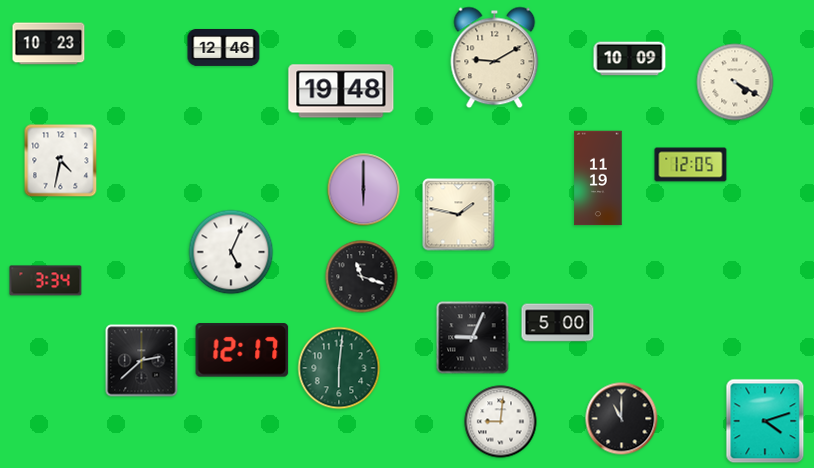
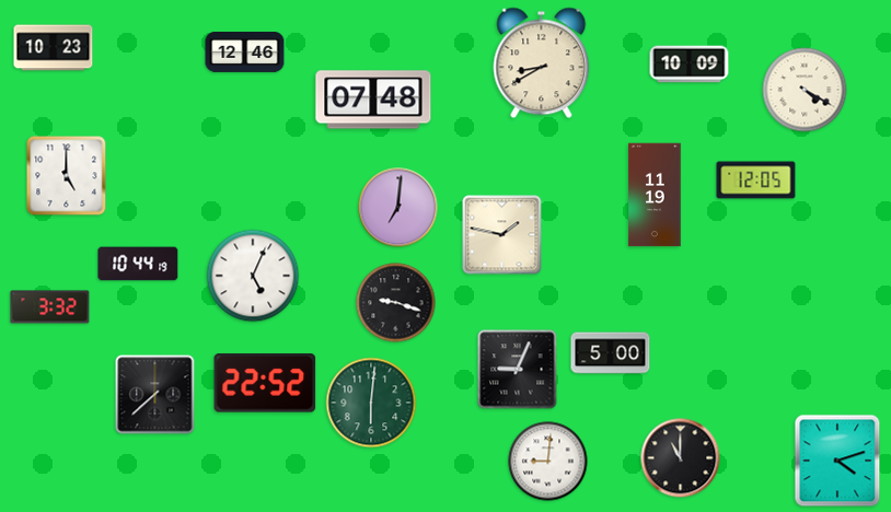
clock at (495, 58): 9:10 -> 8:40
clock at (341, 91): 19:48 -> 07:48
clock at (61, 161): 4:32 -> 5:00
clock at (364, 190): 6:00 -> 7:01
clock at (138, 264): none -> 10:44
clock at (362, 277): 11:18 -> 9:18
clock at (46, 281): 3:34 -> 3:32
clock at (242, 350): 12:17 -> 22:52
clock at (142, 361): 2:38 -> 7:38
